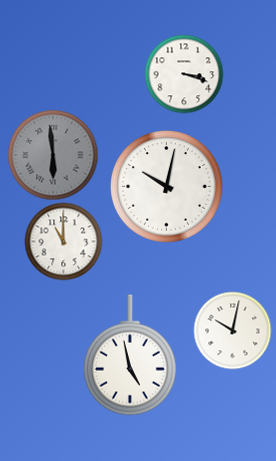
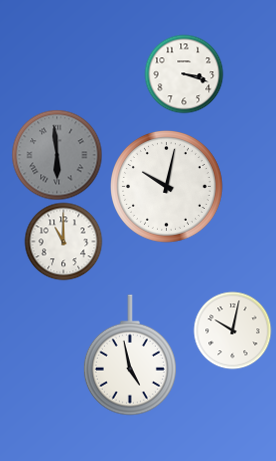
clock at (53, 155) position: (53, 155) -> (57, 155)
